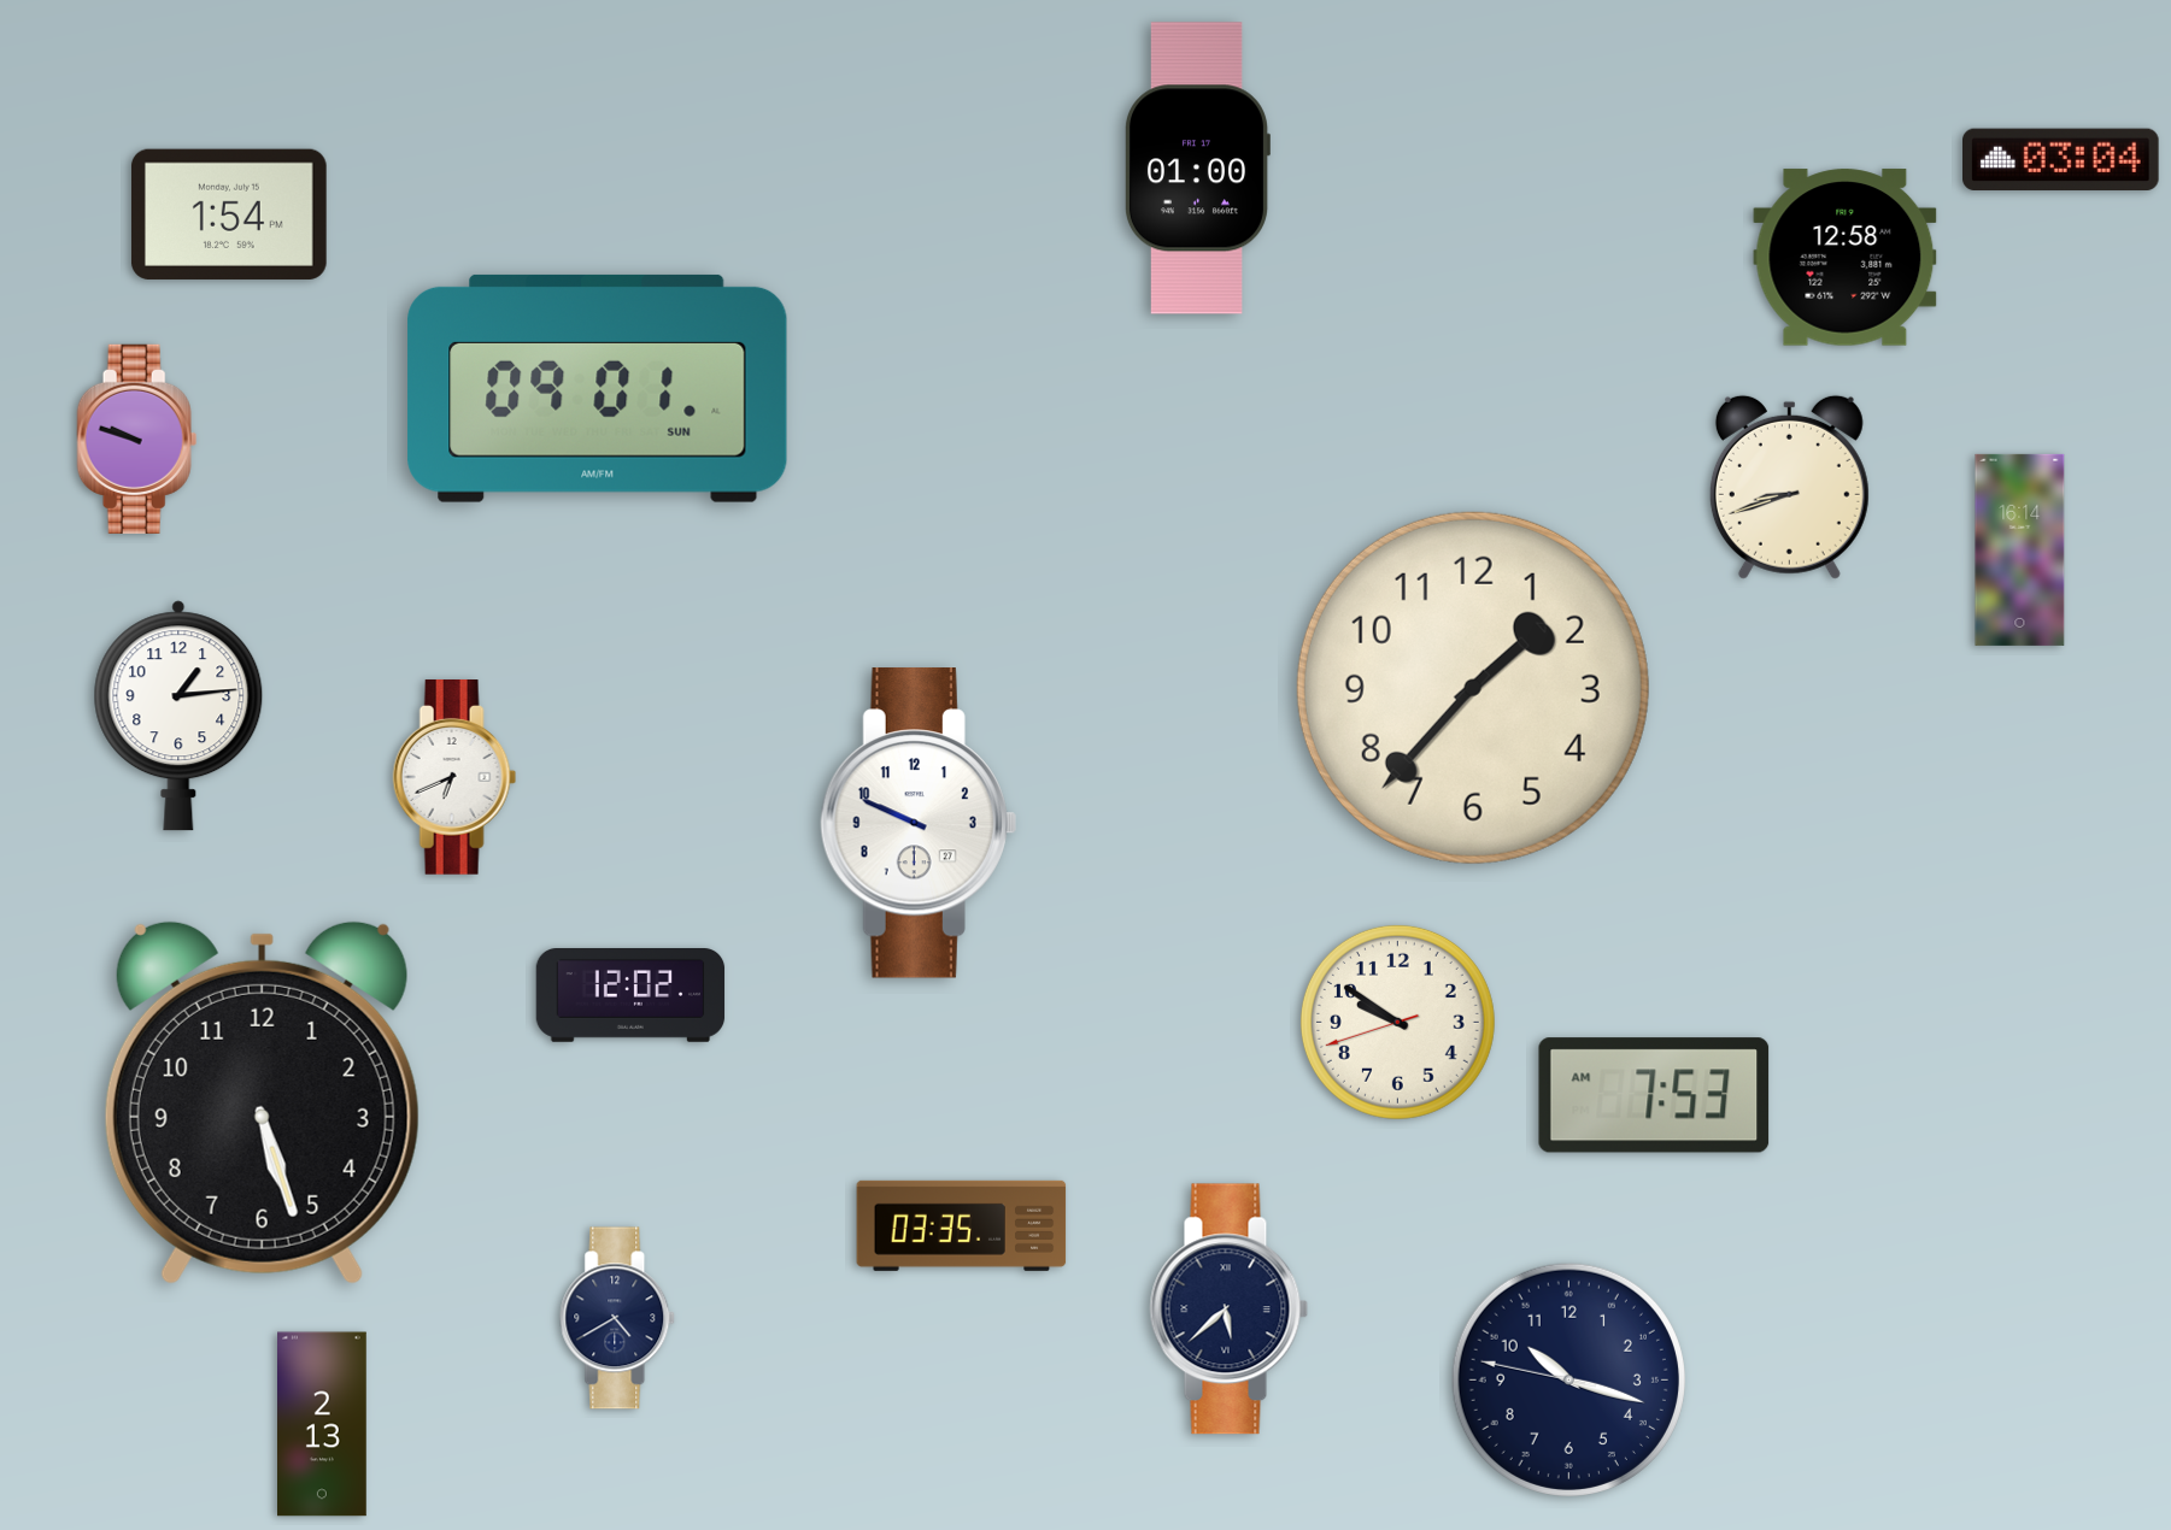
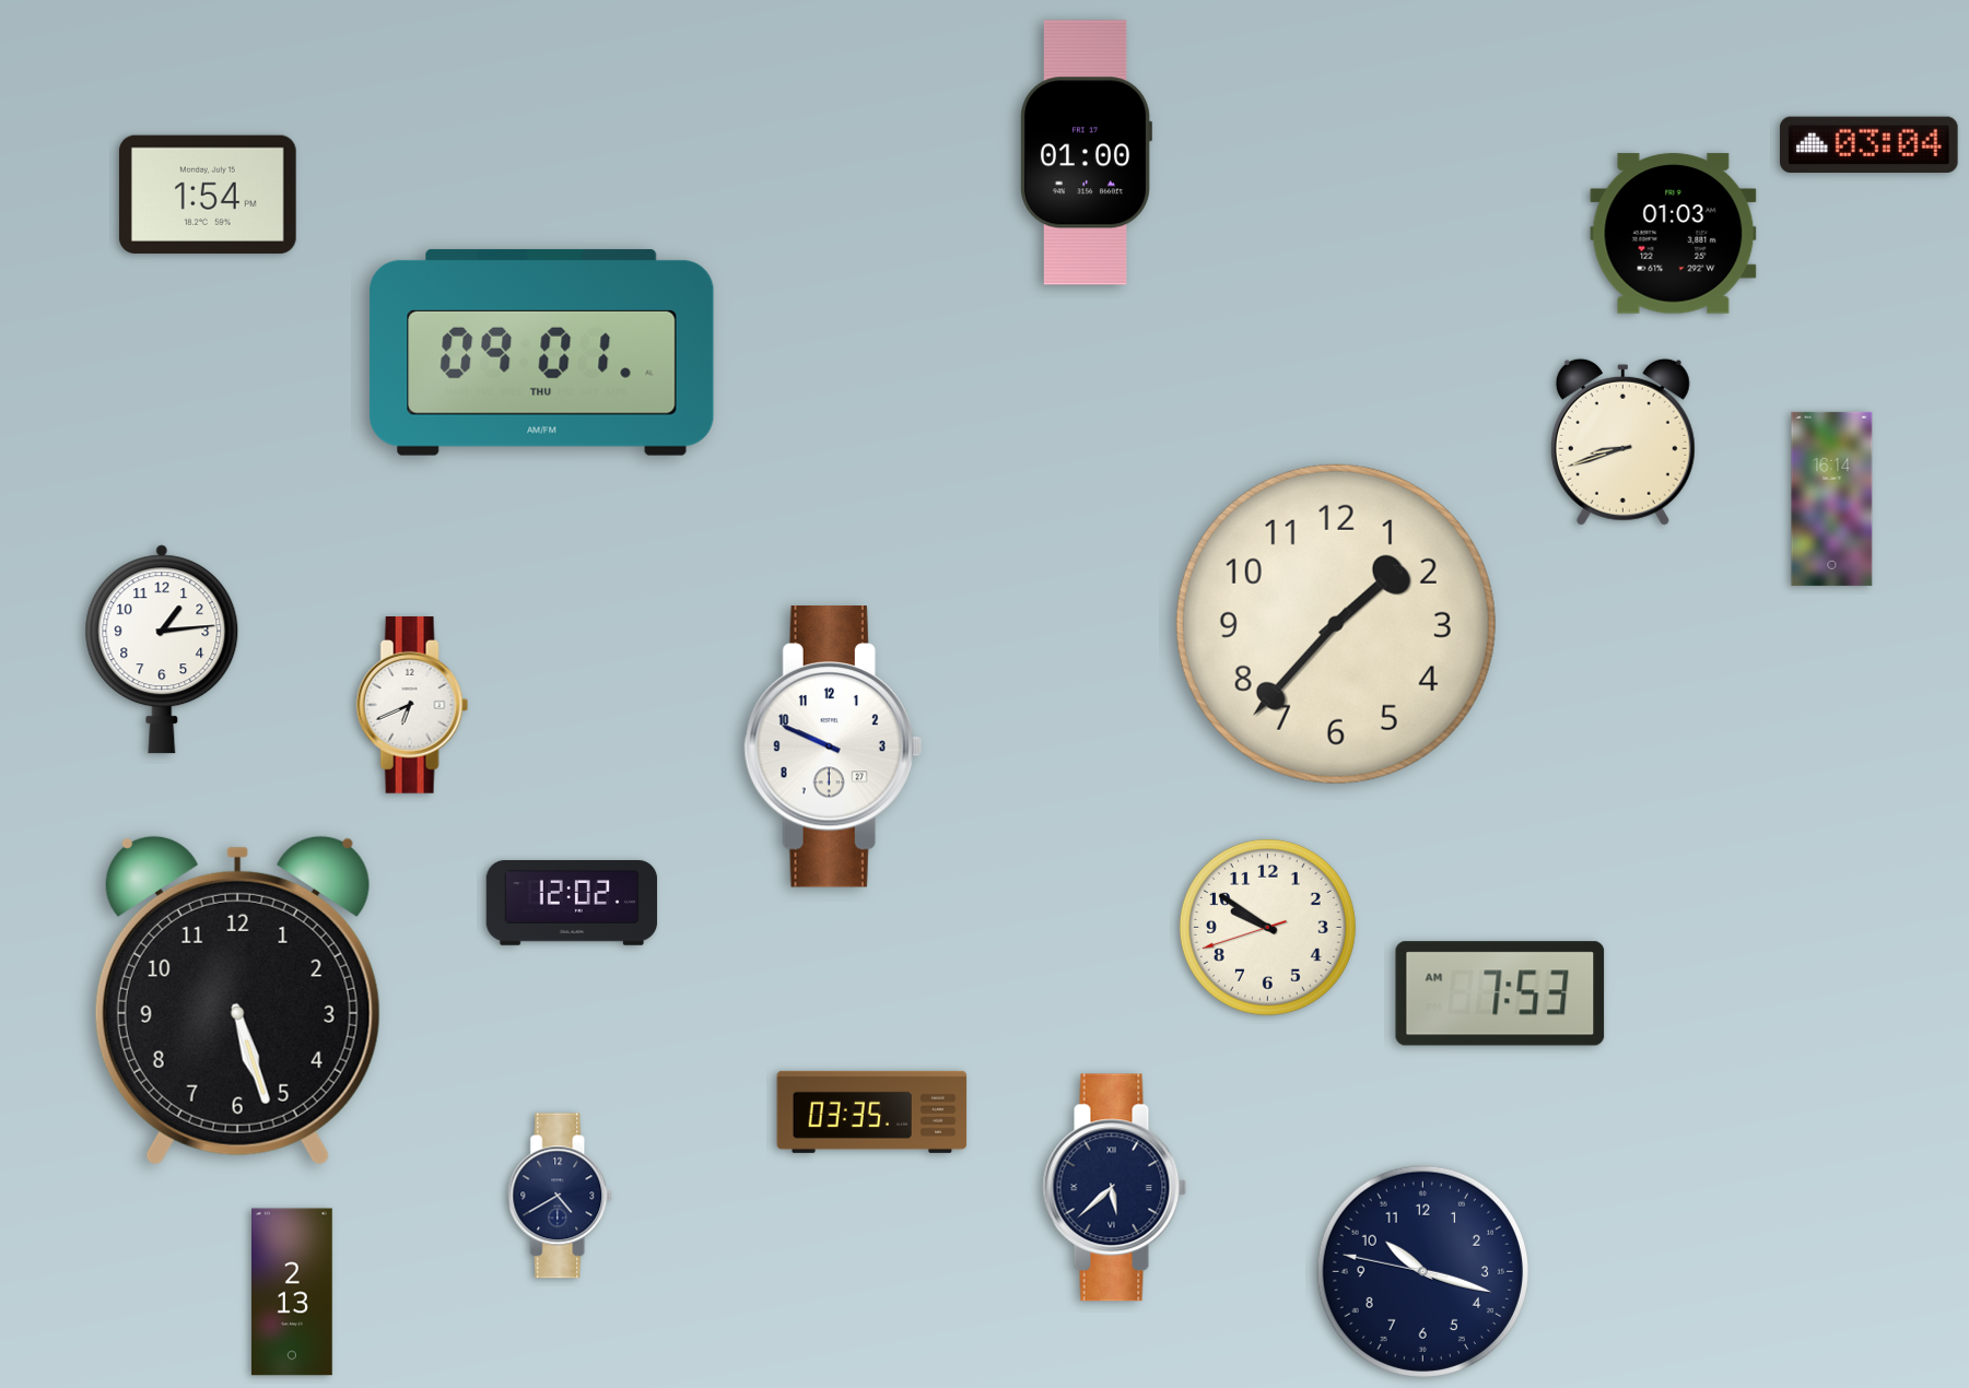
clock at (1846, 258): 12:58 -> 01:03
clock at (598, 388) date: SUN -> THU
clock at (137, 439): 9:48 -> none
clock at (1568, 1379) position: (1568, 1379) -> (1422, 1271)
